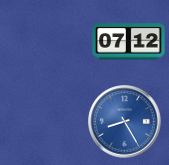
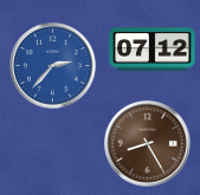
clock at (53, 66): none -> 2:37
clock at (125, 122) dial: blue -> brown
